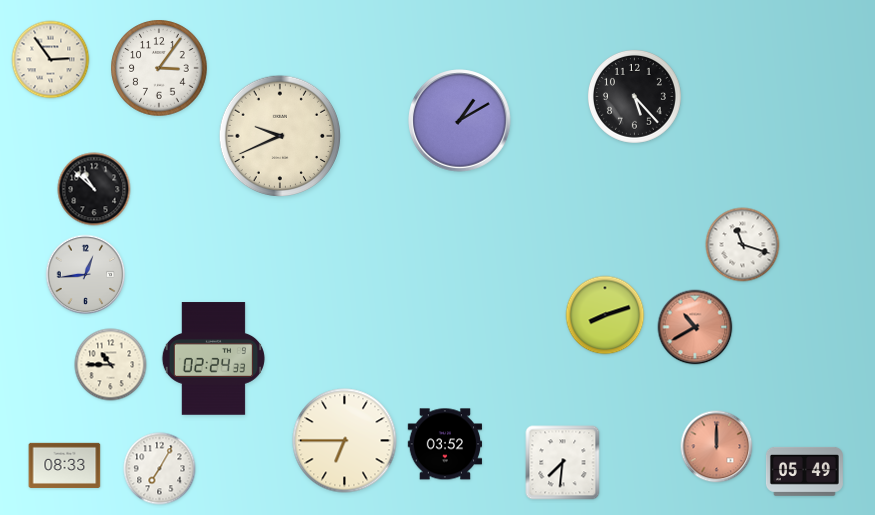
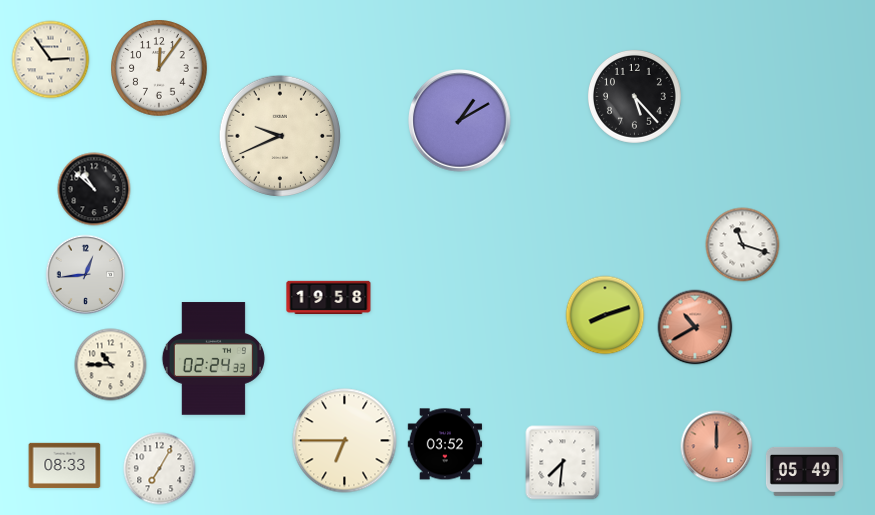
clock at (159, 68): 3:06 -> 12:06
clock at (329, 298): none -> 19:58
